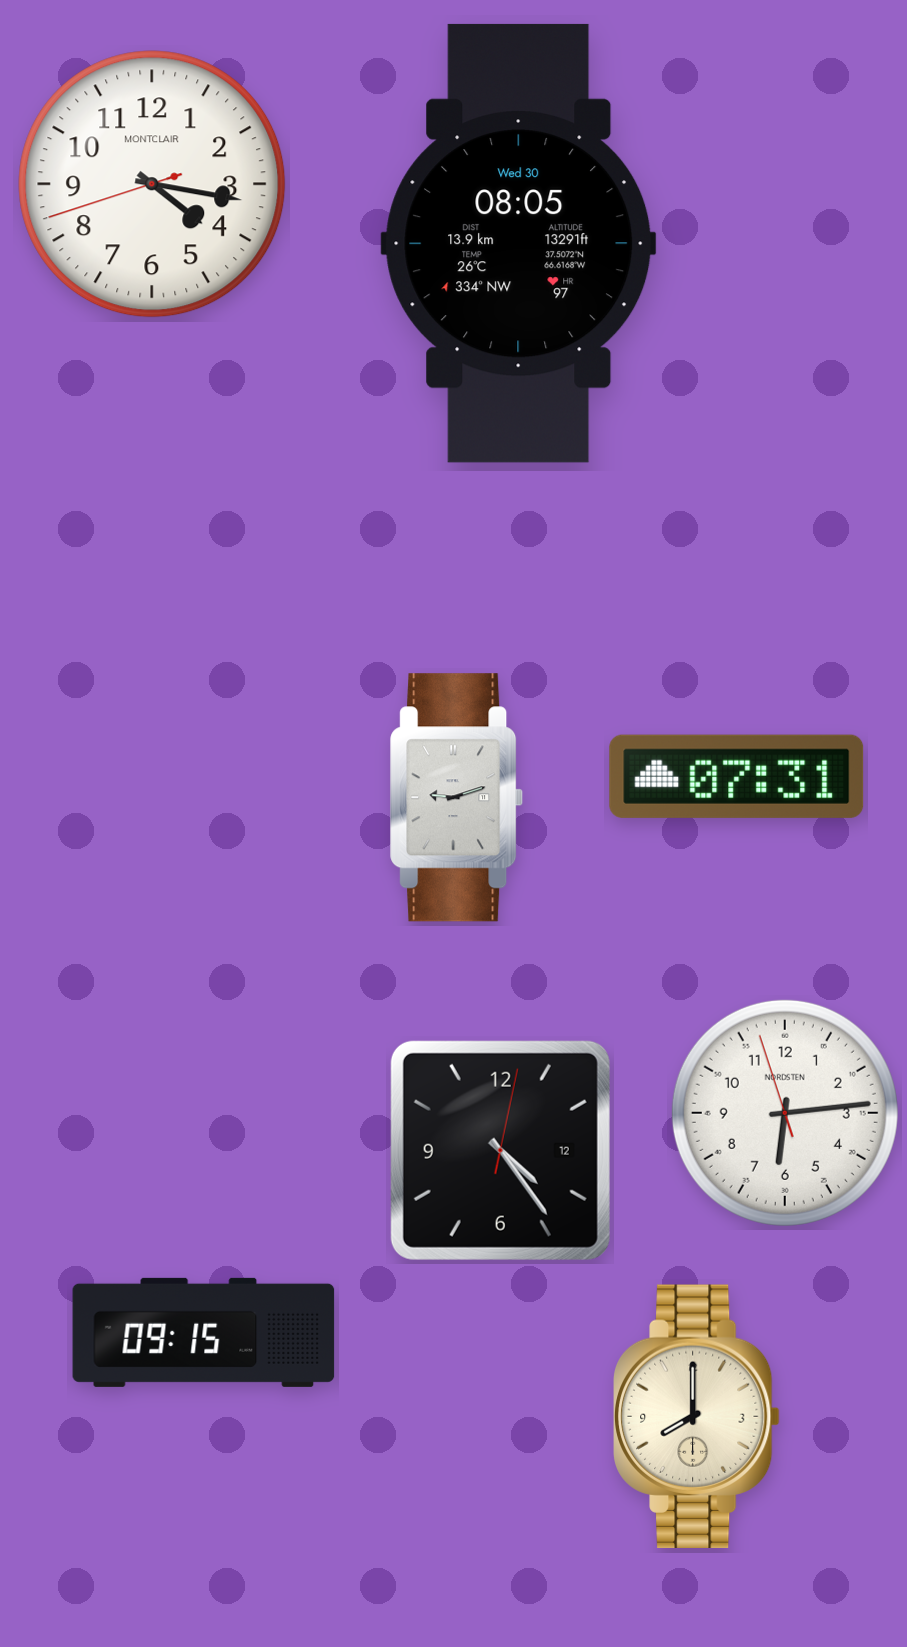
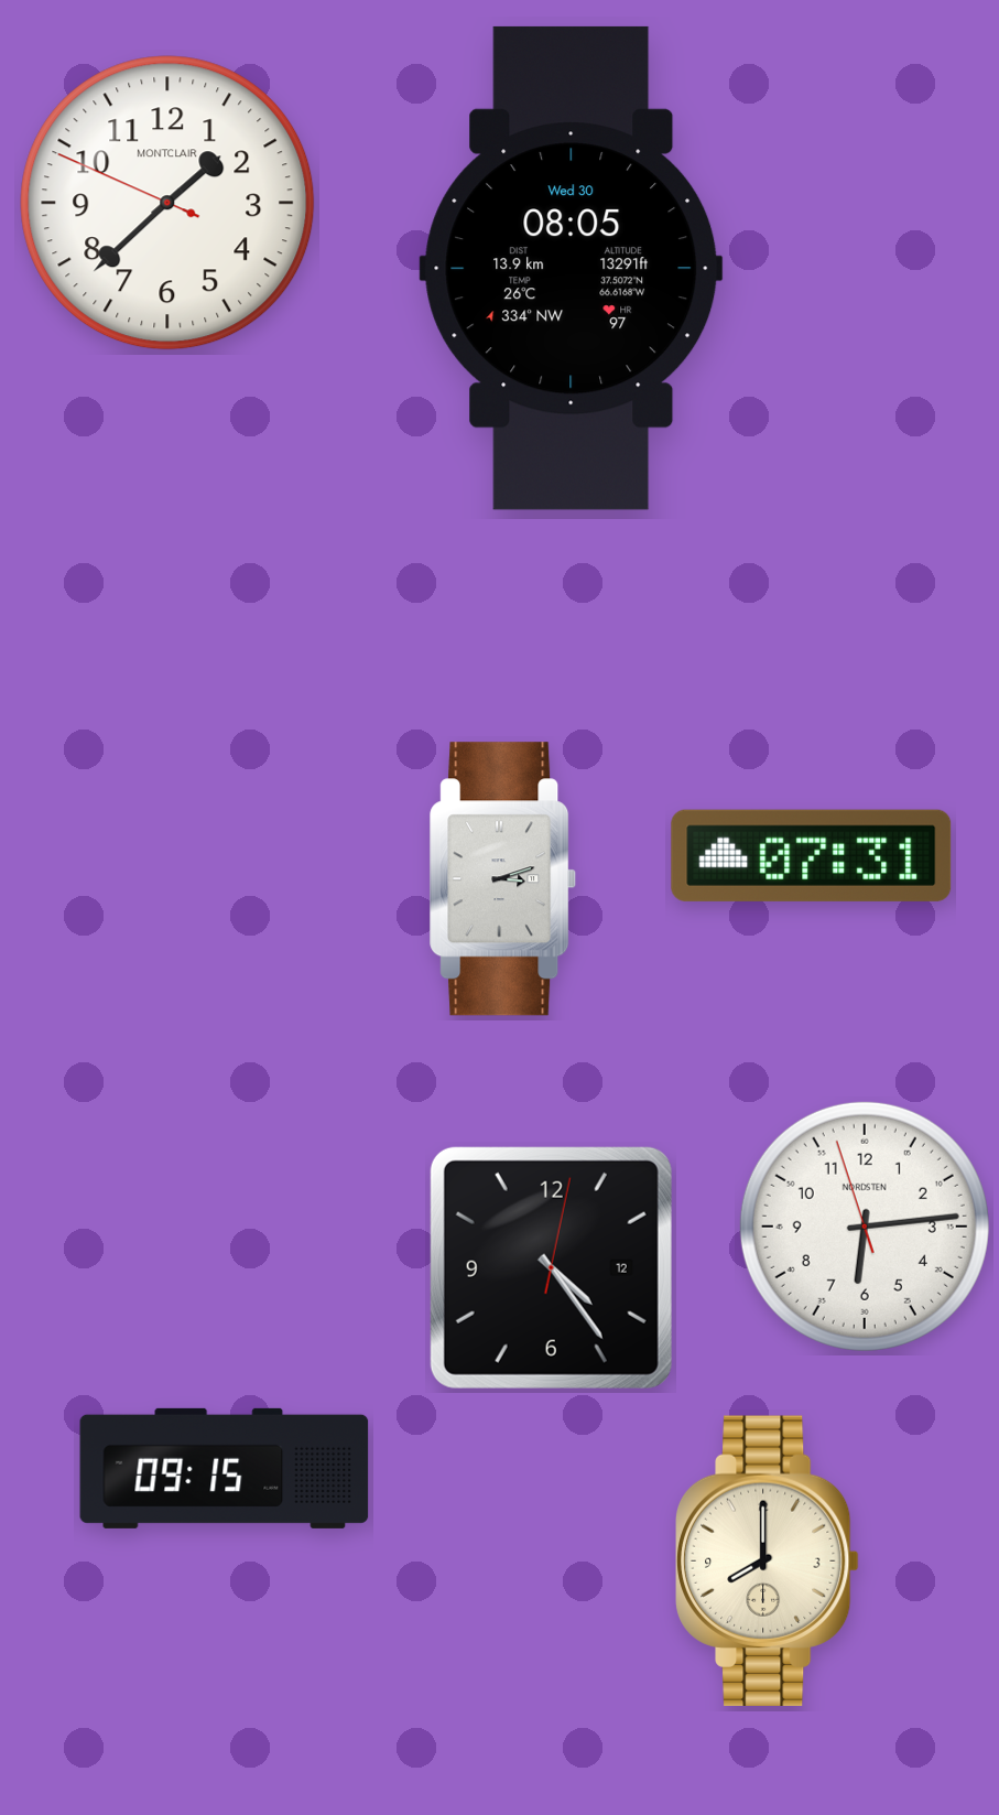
clock at (152, 184): 4:16 -> 1:37
clock at (457, 798): 9:12 -> 3:12
